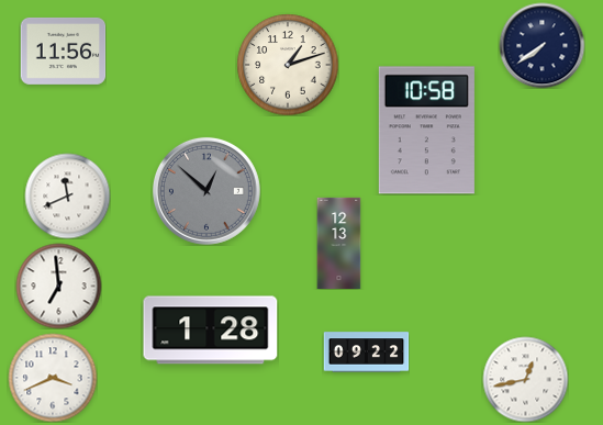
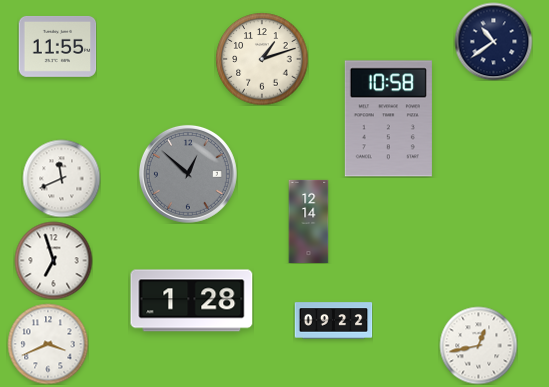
clock at (541, 45): 7:39 -> 10:39
clock at (63, 51): 11:56 -> 11:55
clock at (339, 243): 12:13 -> 12:14
clock at (58, 286): 6:59 -> 6:57
